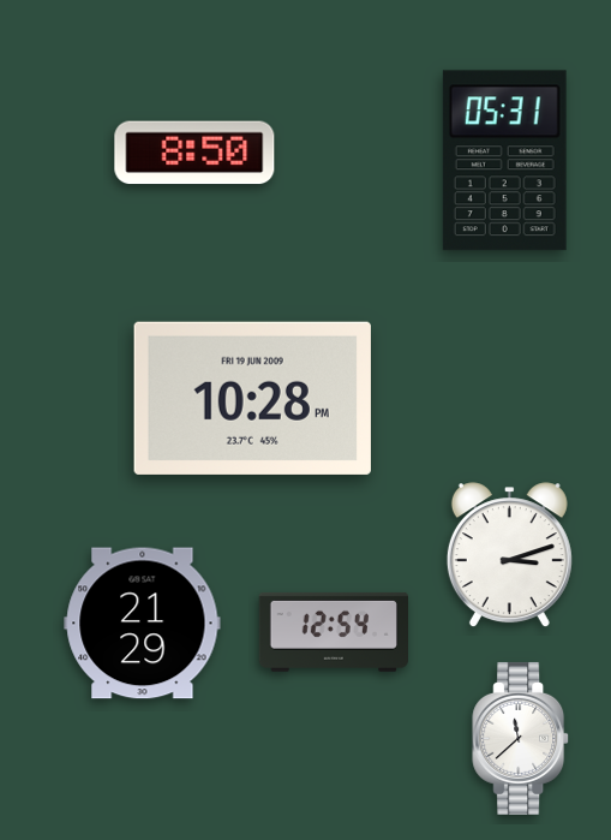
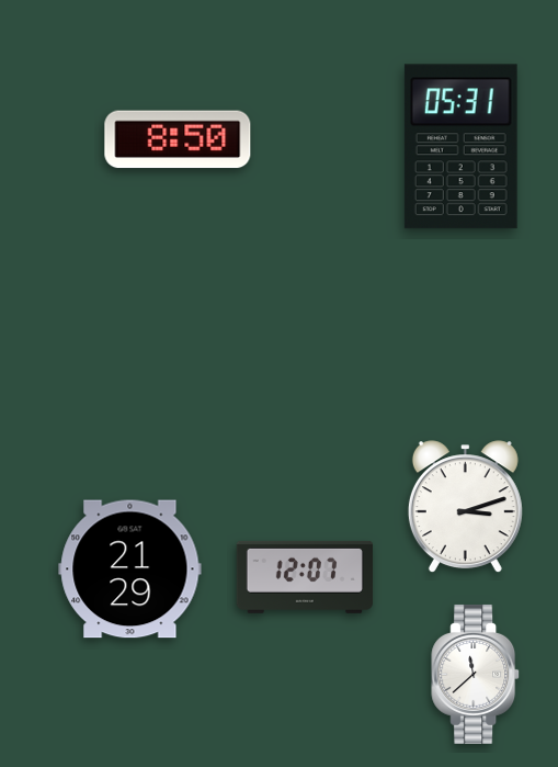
clock at (252, 398): 10:28 -> none
clock at (333, 632): 12:54 -> 12:07
